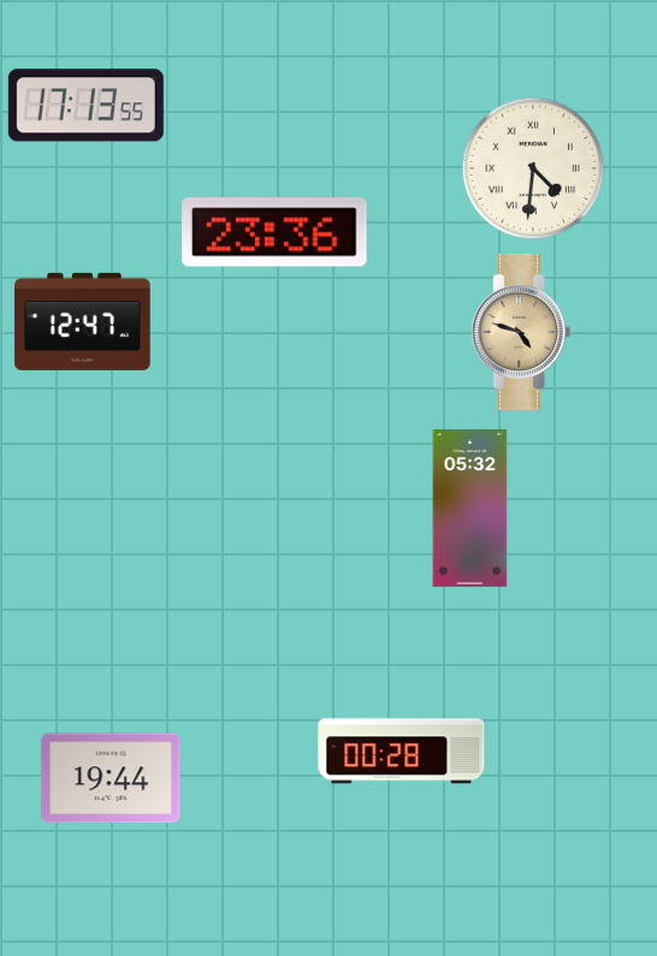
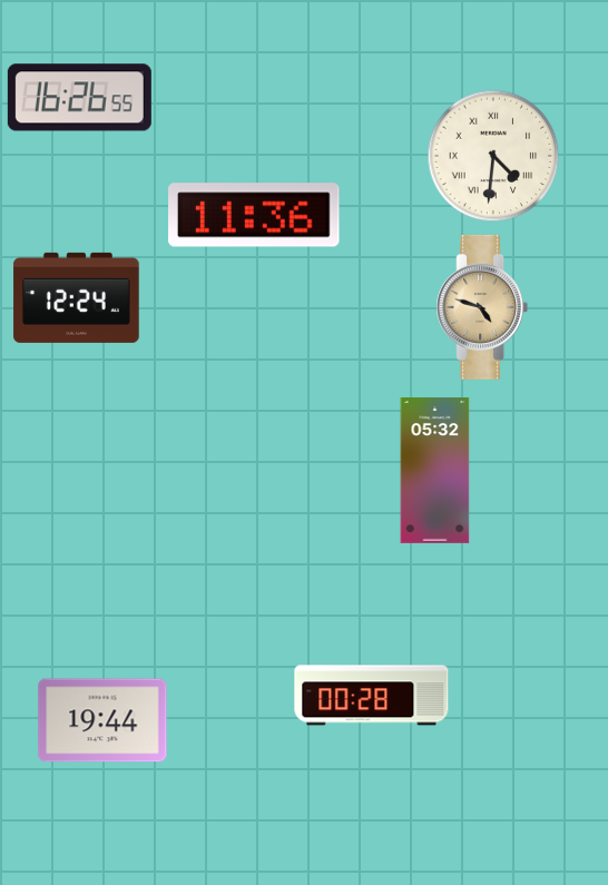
clock at (85, 106): 17:13 -> 16:26
clock at (274, 232): 23:36 -> 11:36
clock at (83, 321): 12:47 -> 12:24
